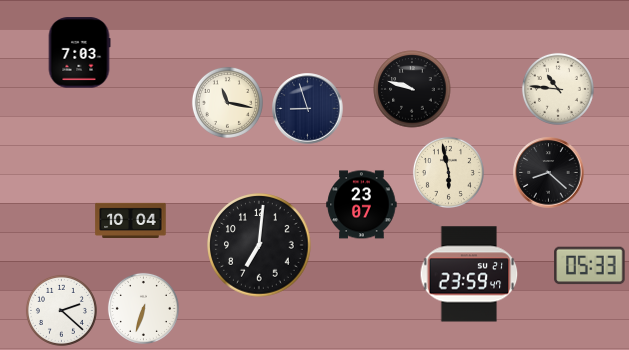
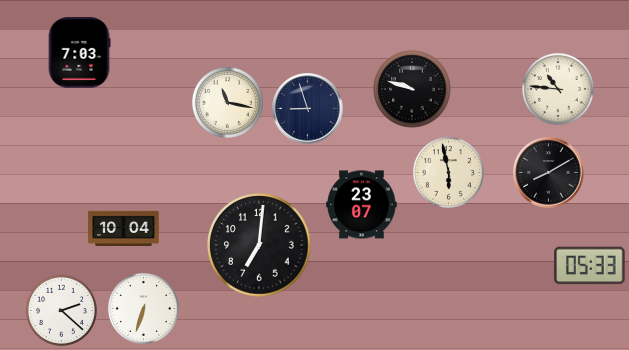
clock at (549, 173): 8:22 -> 8:10
clock at (131, 220) position: (131, 220) -> (124, 228)
clock at (469, 274): 23:59 -> none
